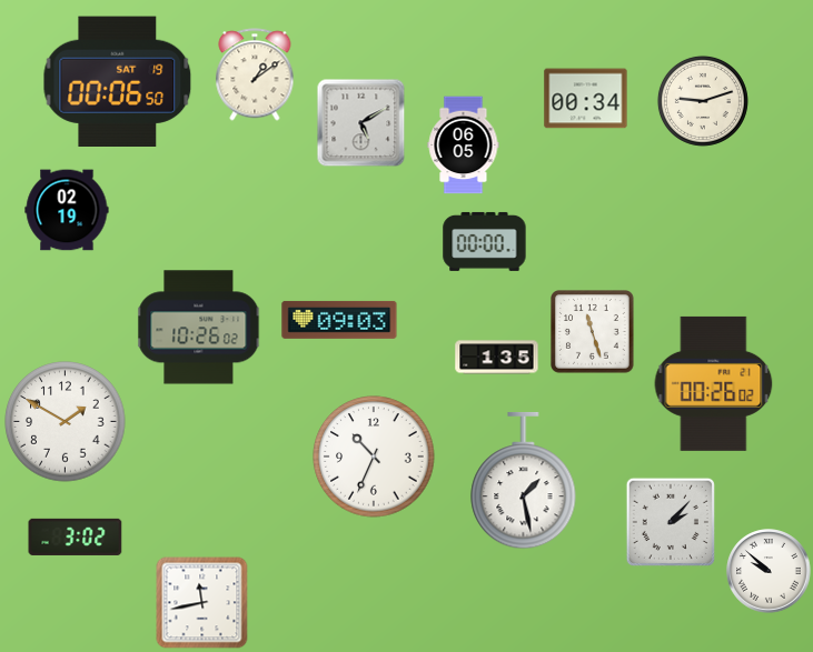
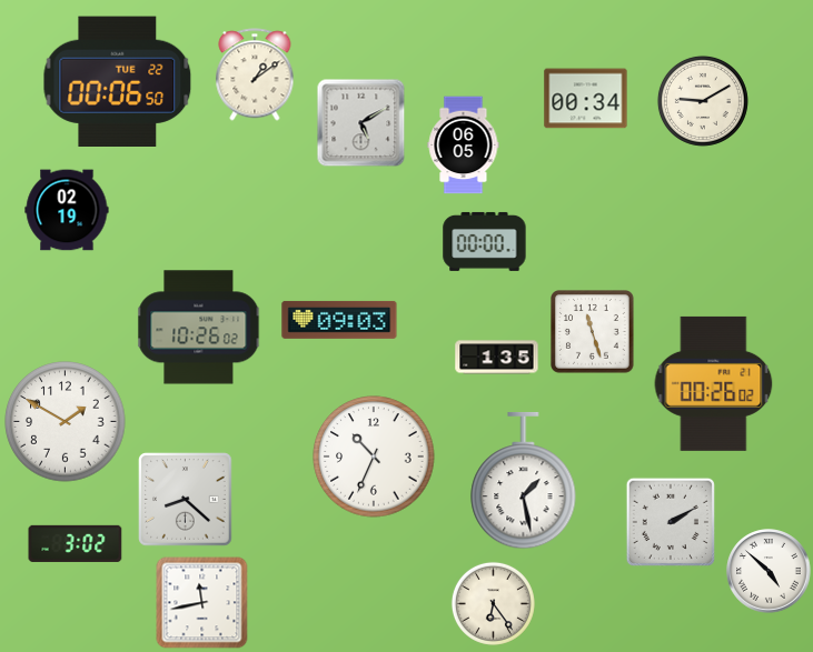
clock at (118, 81) date: SAT 19 -> TUE 22
clock at (703, 101): 9:12 -> 9:10
clock at (186, 500): none -> 8:22
clock at (671, 522): 2:07 -> 2:10
clock at (76, 536) position: (76, 536) -> (76, 543)
clock at (769, 571): 9:52 -> 4:52
clock at (493, 603): none -> 6:24
